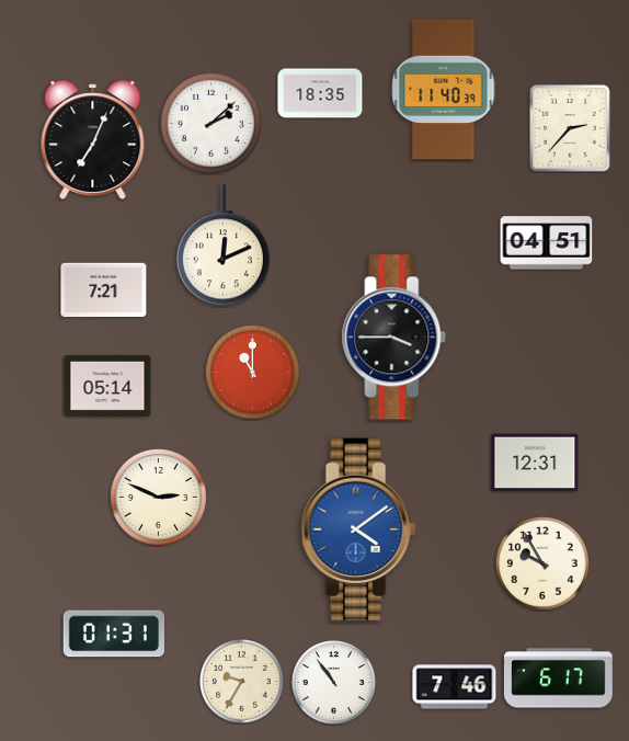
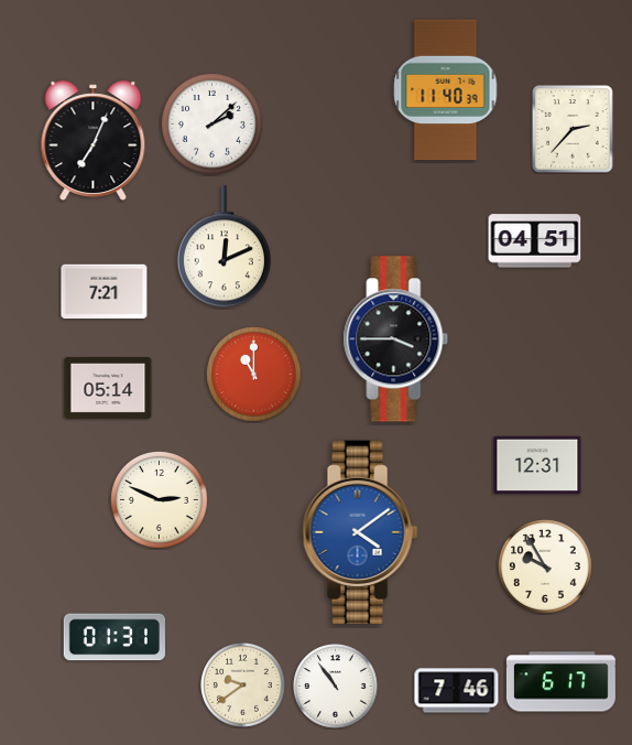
clock at (320, 93): 18:35 -> none
clock at (547, 243) position: (547, 243) -> (535, 241)
clock at (242, 682): 9:35 -> 9:39
